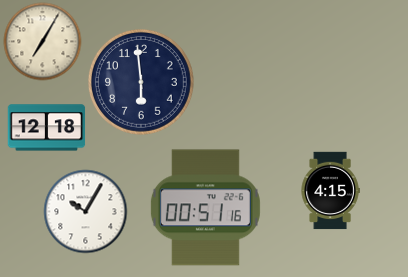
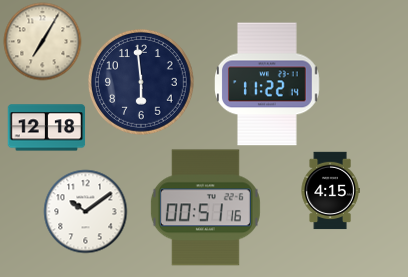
clock at (268, 84): none -> 11:22
clock at (85, 211): 10:05 -> 10:09
